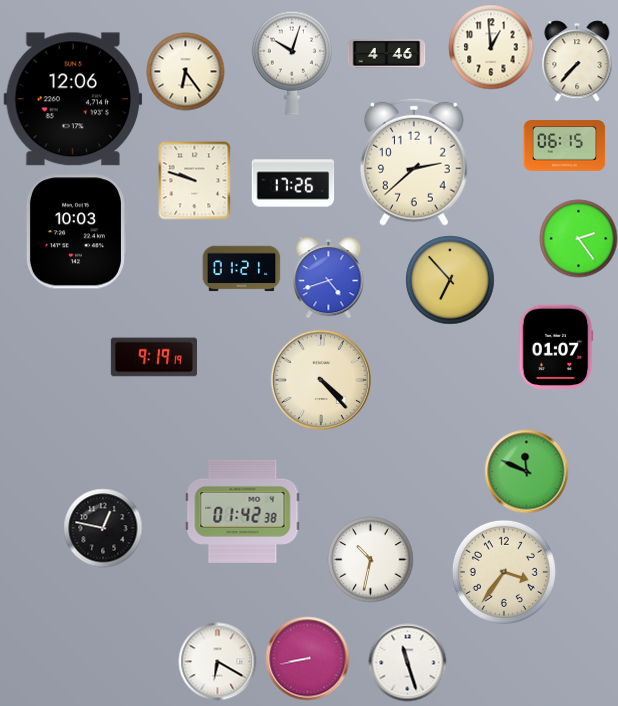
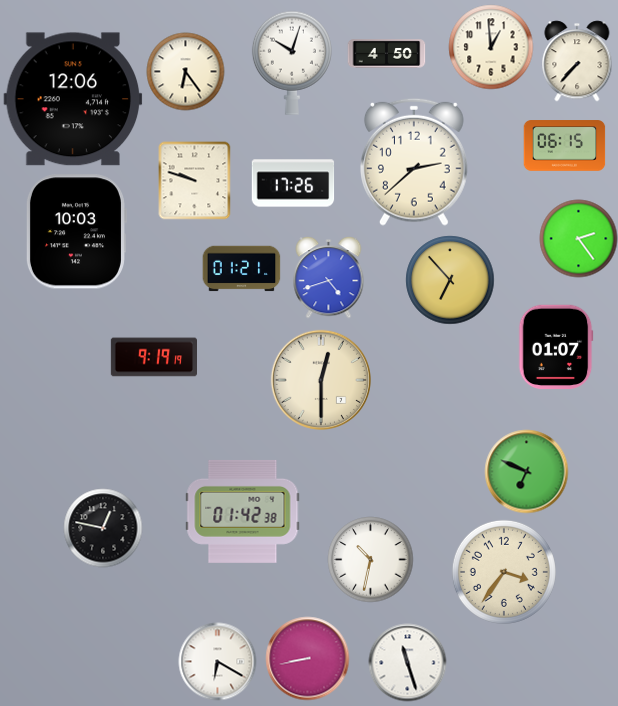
clock at (386, 54): 4:46 -> 4:50
clock at (321, 380): 4:23 -> 12:30
clock at (526, 471): 11:49 -> 6:49
